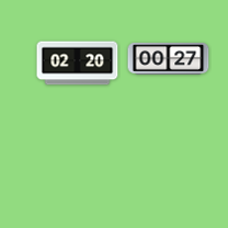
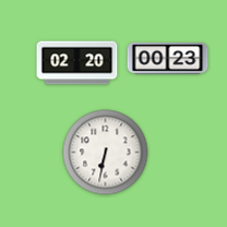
clock at (169, 58): 00:27 -> 00:23
clock at (106, 153): none -> 6:32
